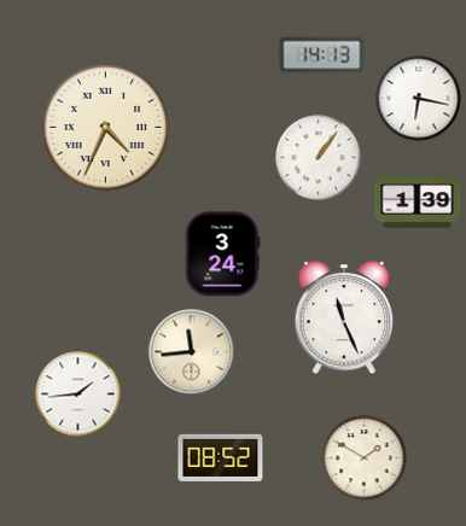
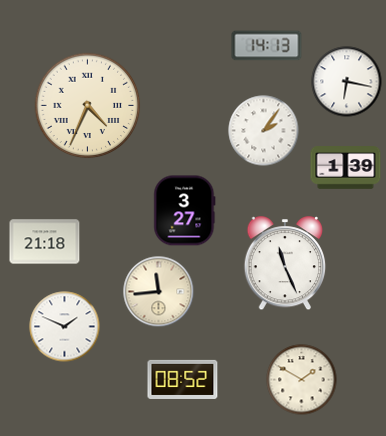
clock at (319, 158): 1:06 -> 2:06
clock at (223, 255): 3:24 -> 3:27
clock at (45, 242): none -> 21:18
clock at (78, 394): 1:44 -> 1:49
